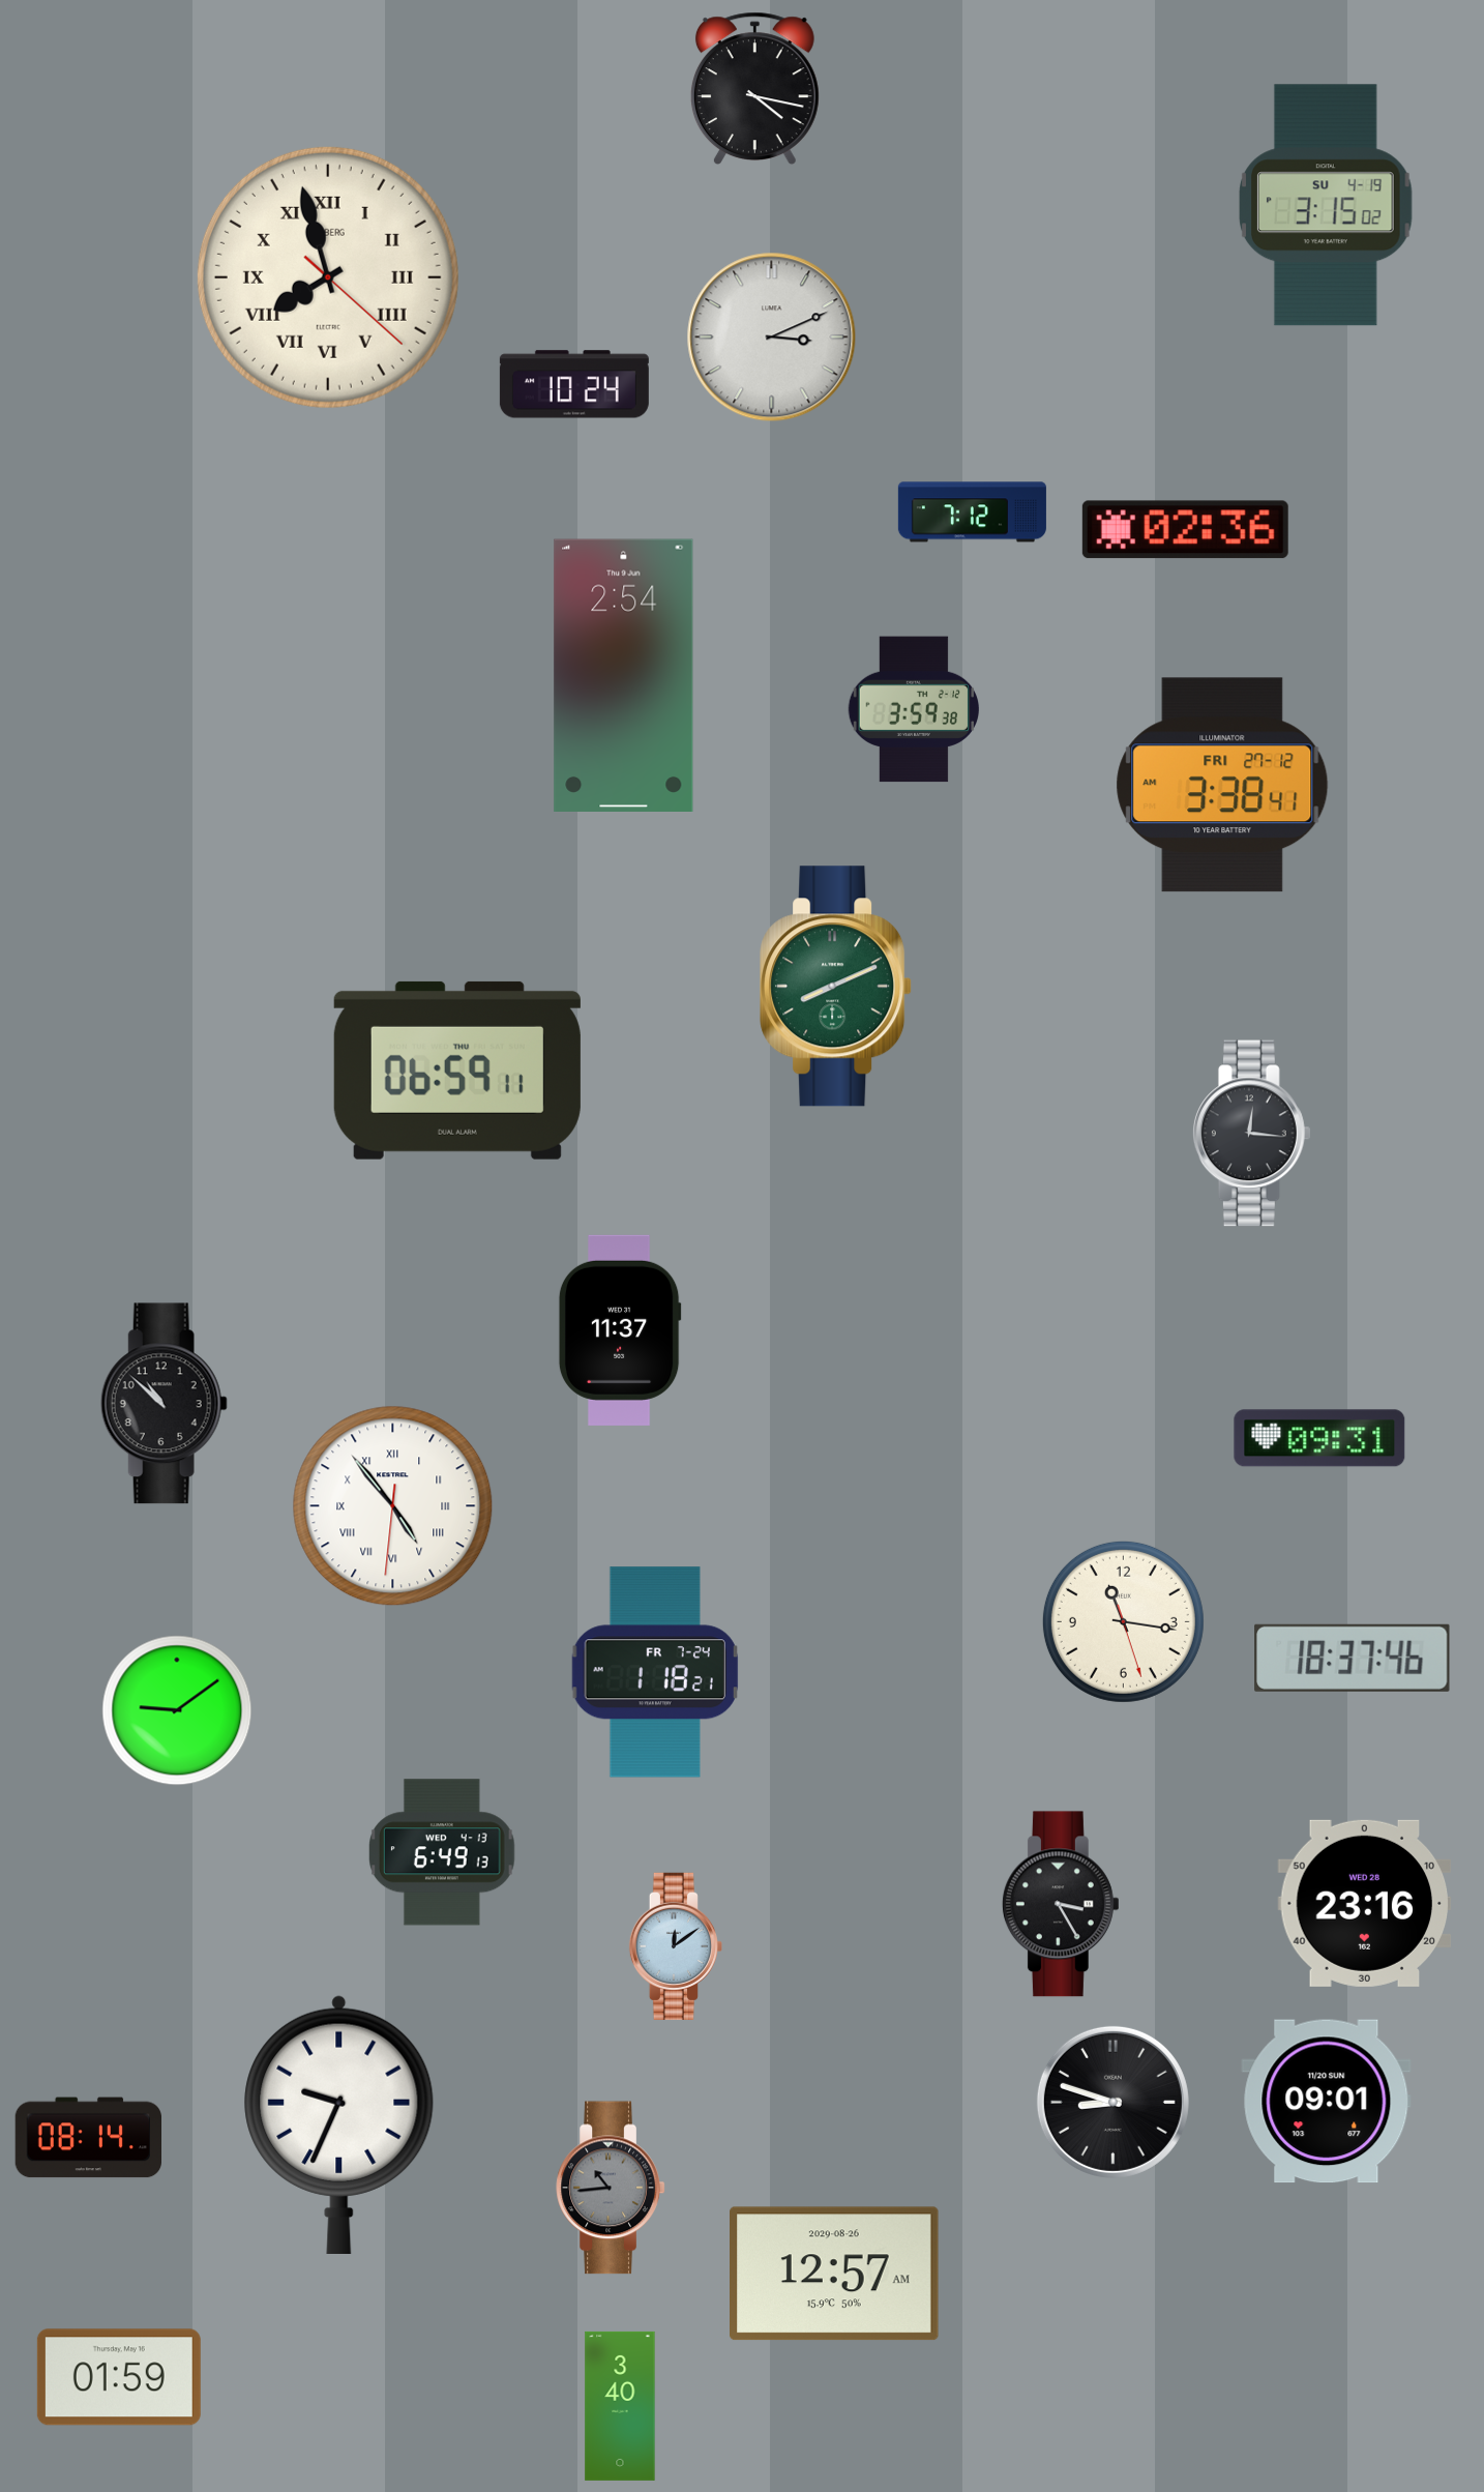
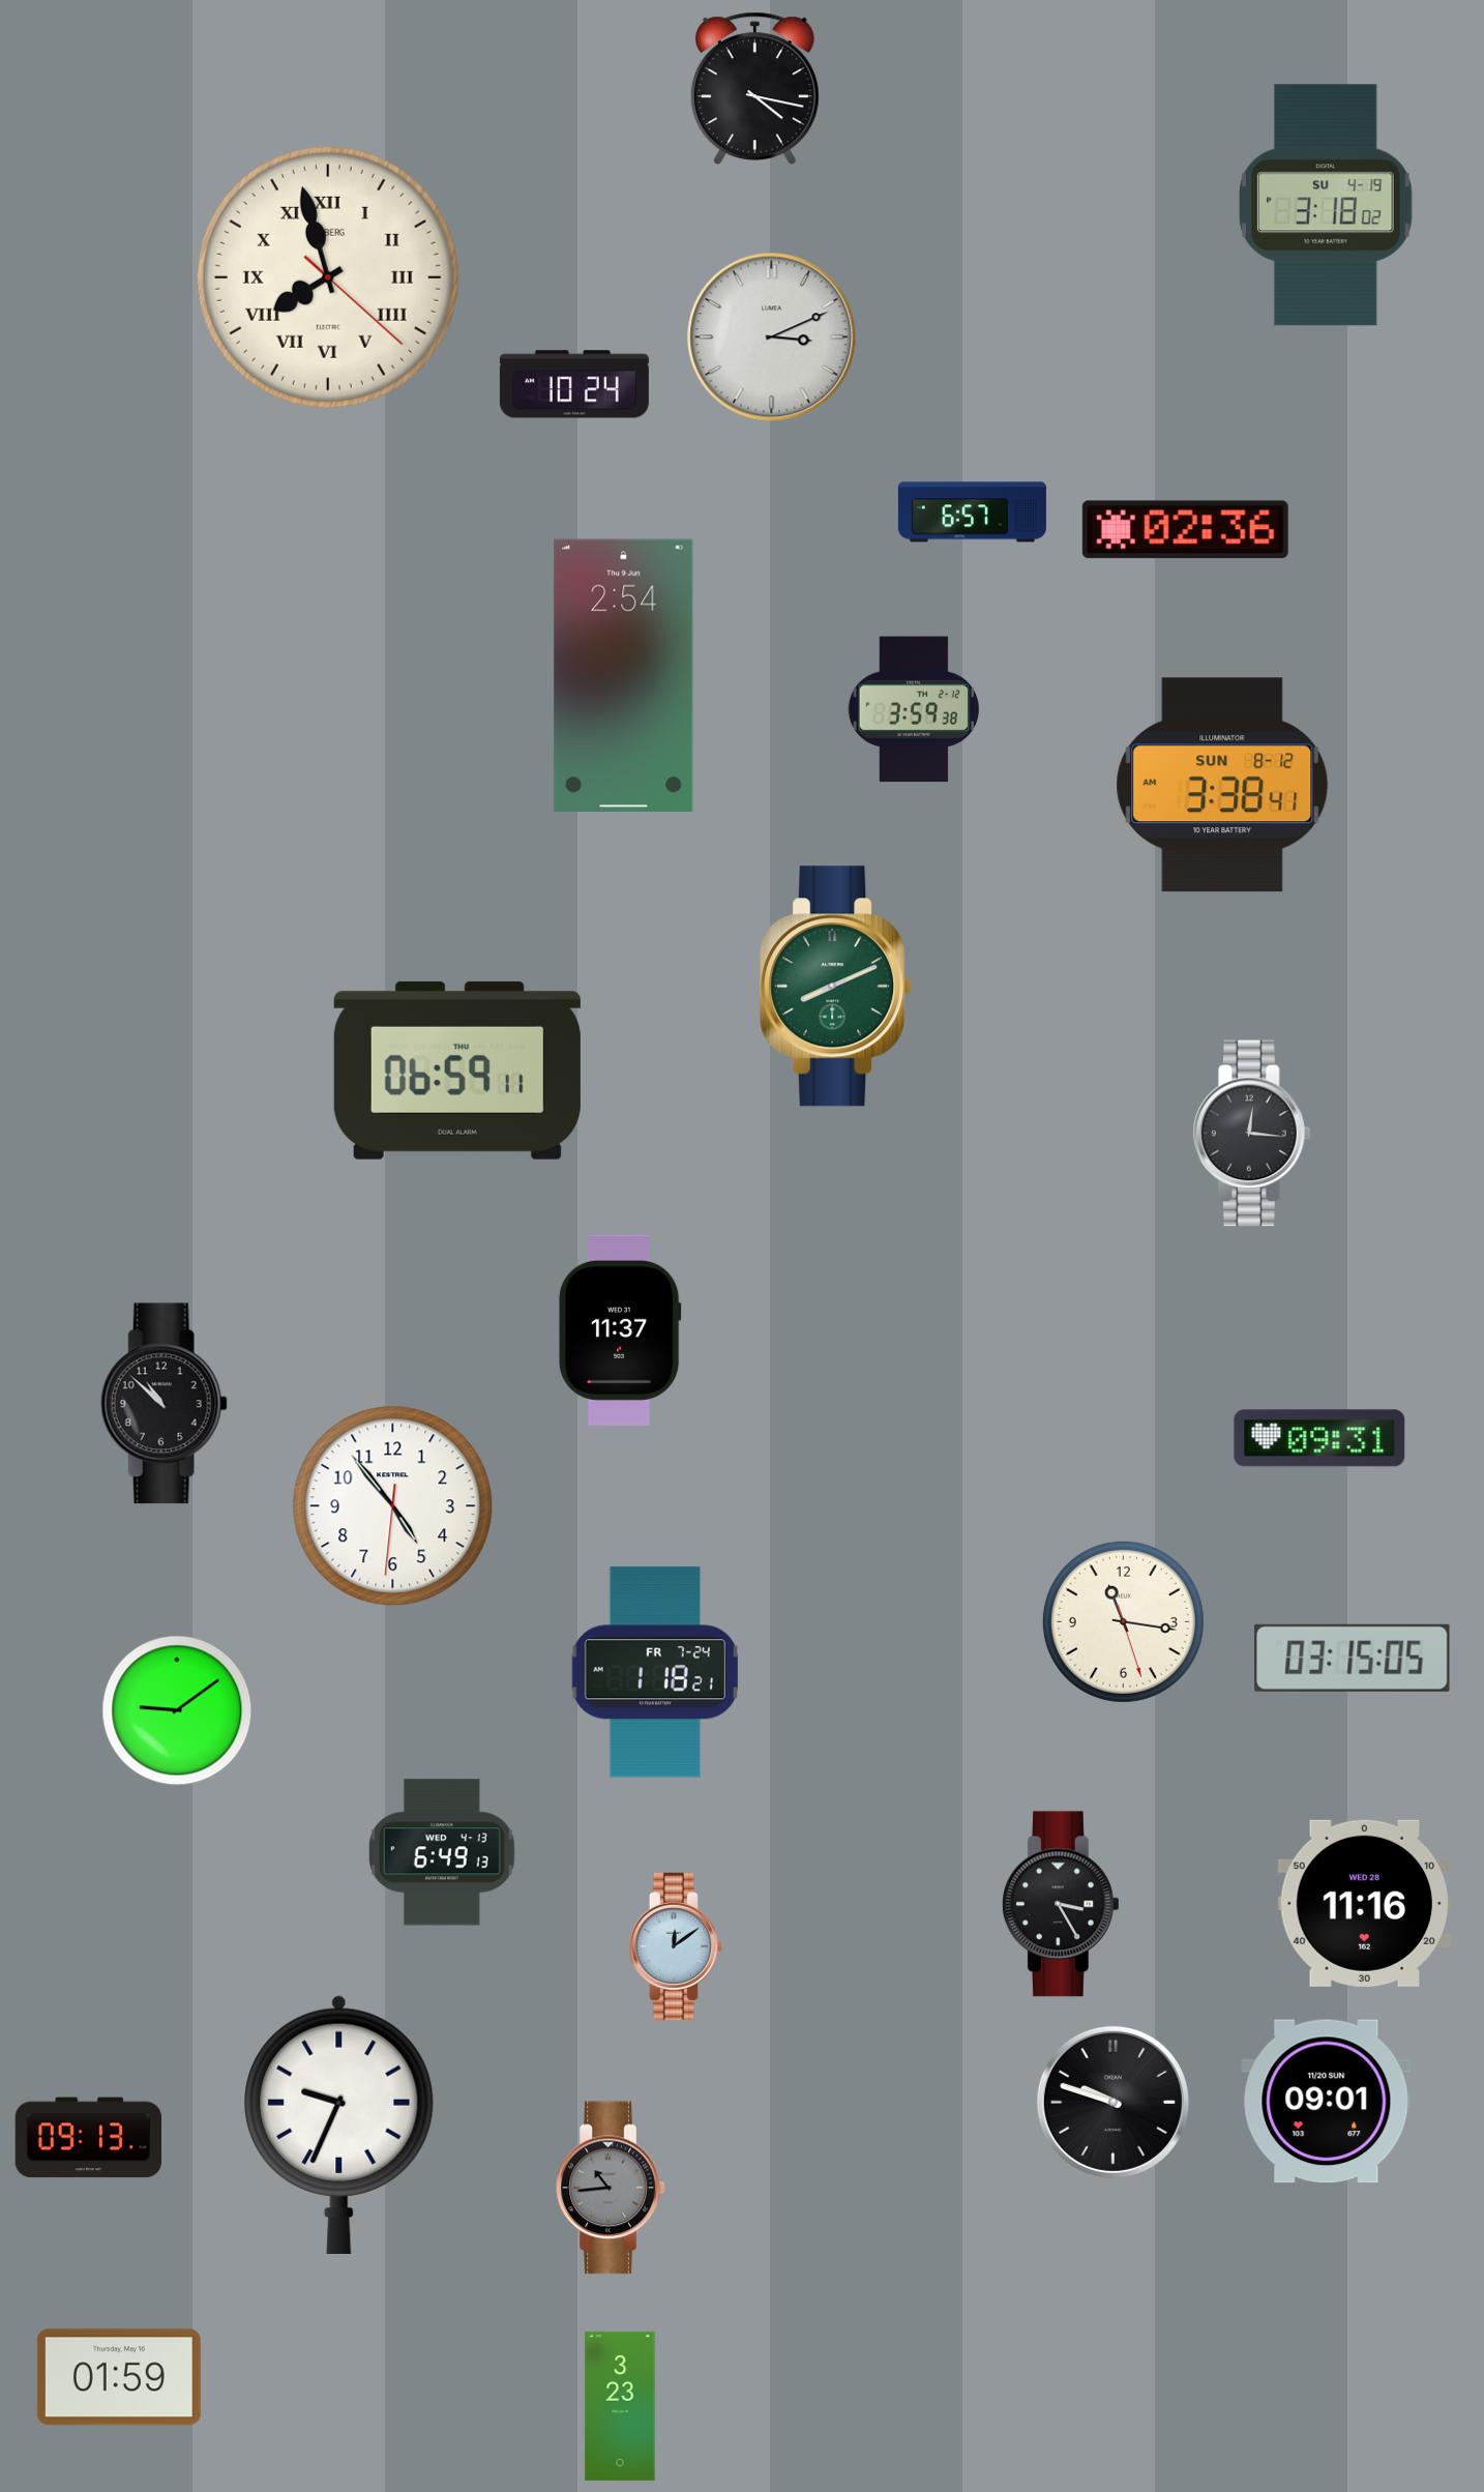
clock at (1327, 205): 3:15 -> 3:18
clock at (972, 512): 7:12 -> 6:57
clock at (1222, 785) date: FRI 27-12 -> SUN 8-12
clock at (393, 1506) numerals: Roman -> Arabic
clock at (1353, 1658): 18:37 -> 03:15
clock at (1365, 1903): 23:16 -> 11:16
clock at (1112, 2102): 8:48 -> 9:48
clock at (88, 2138): 08:14 -> 09:13
clock at (835, 2274): 12:57 -> none
clock at (620, 2406): 3:40 -> 3:23
